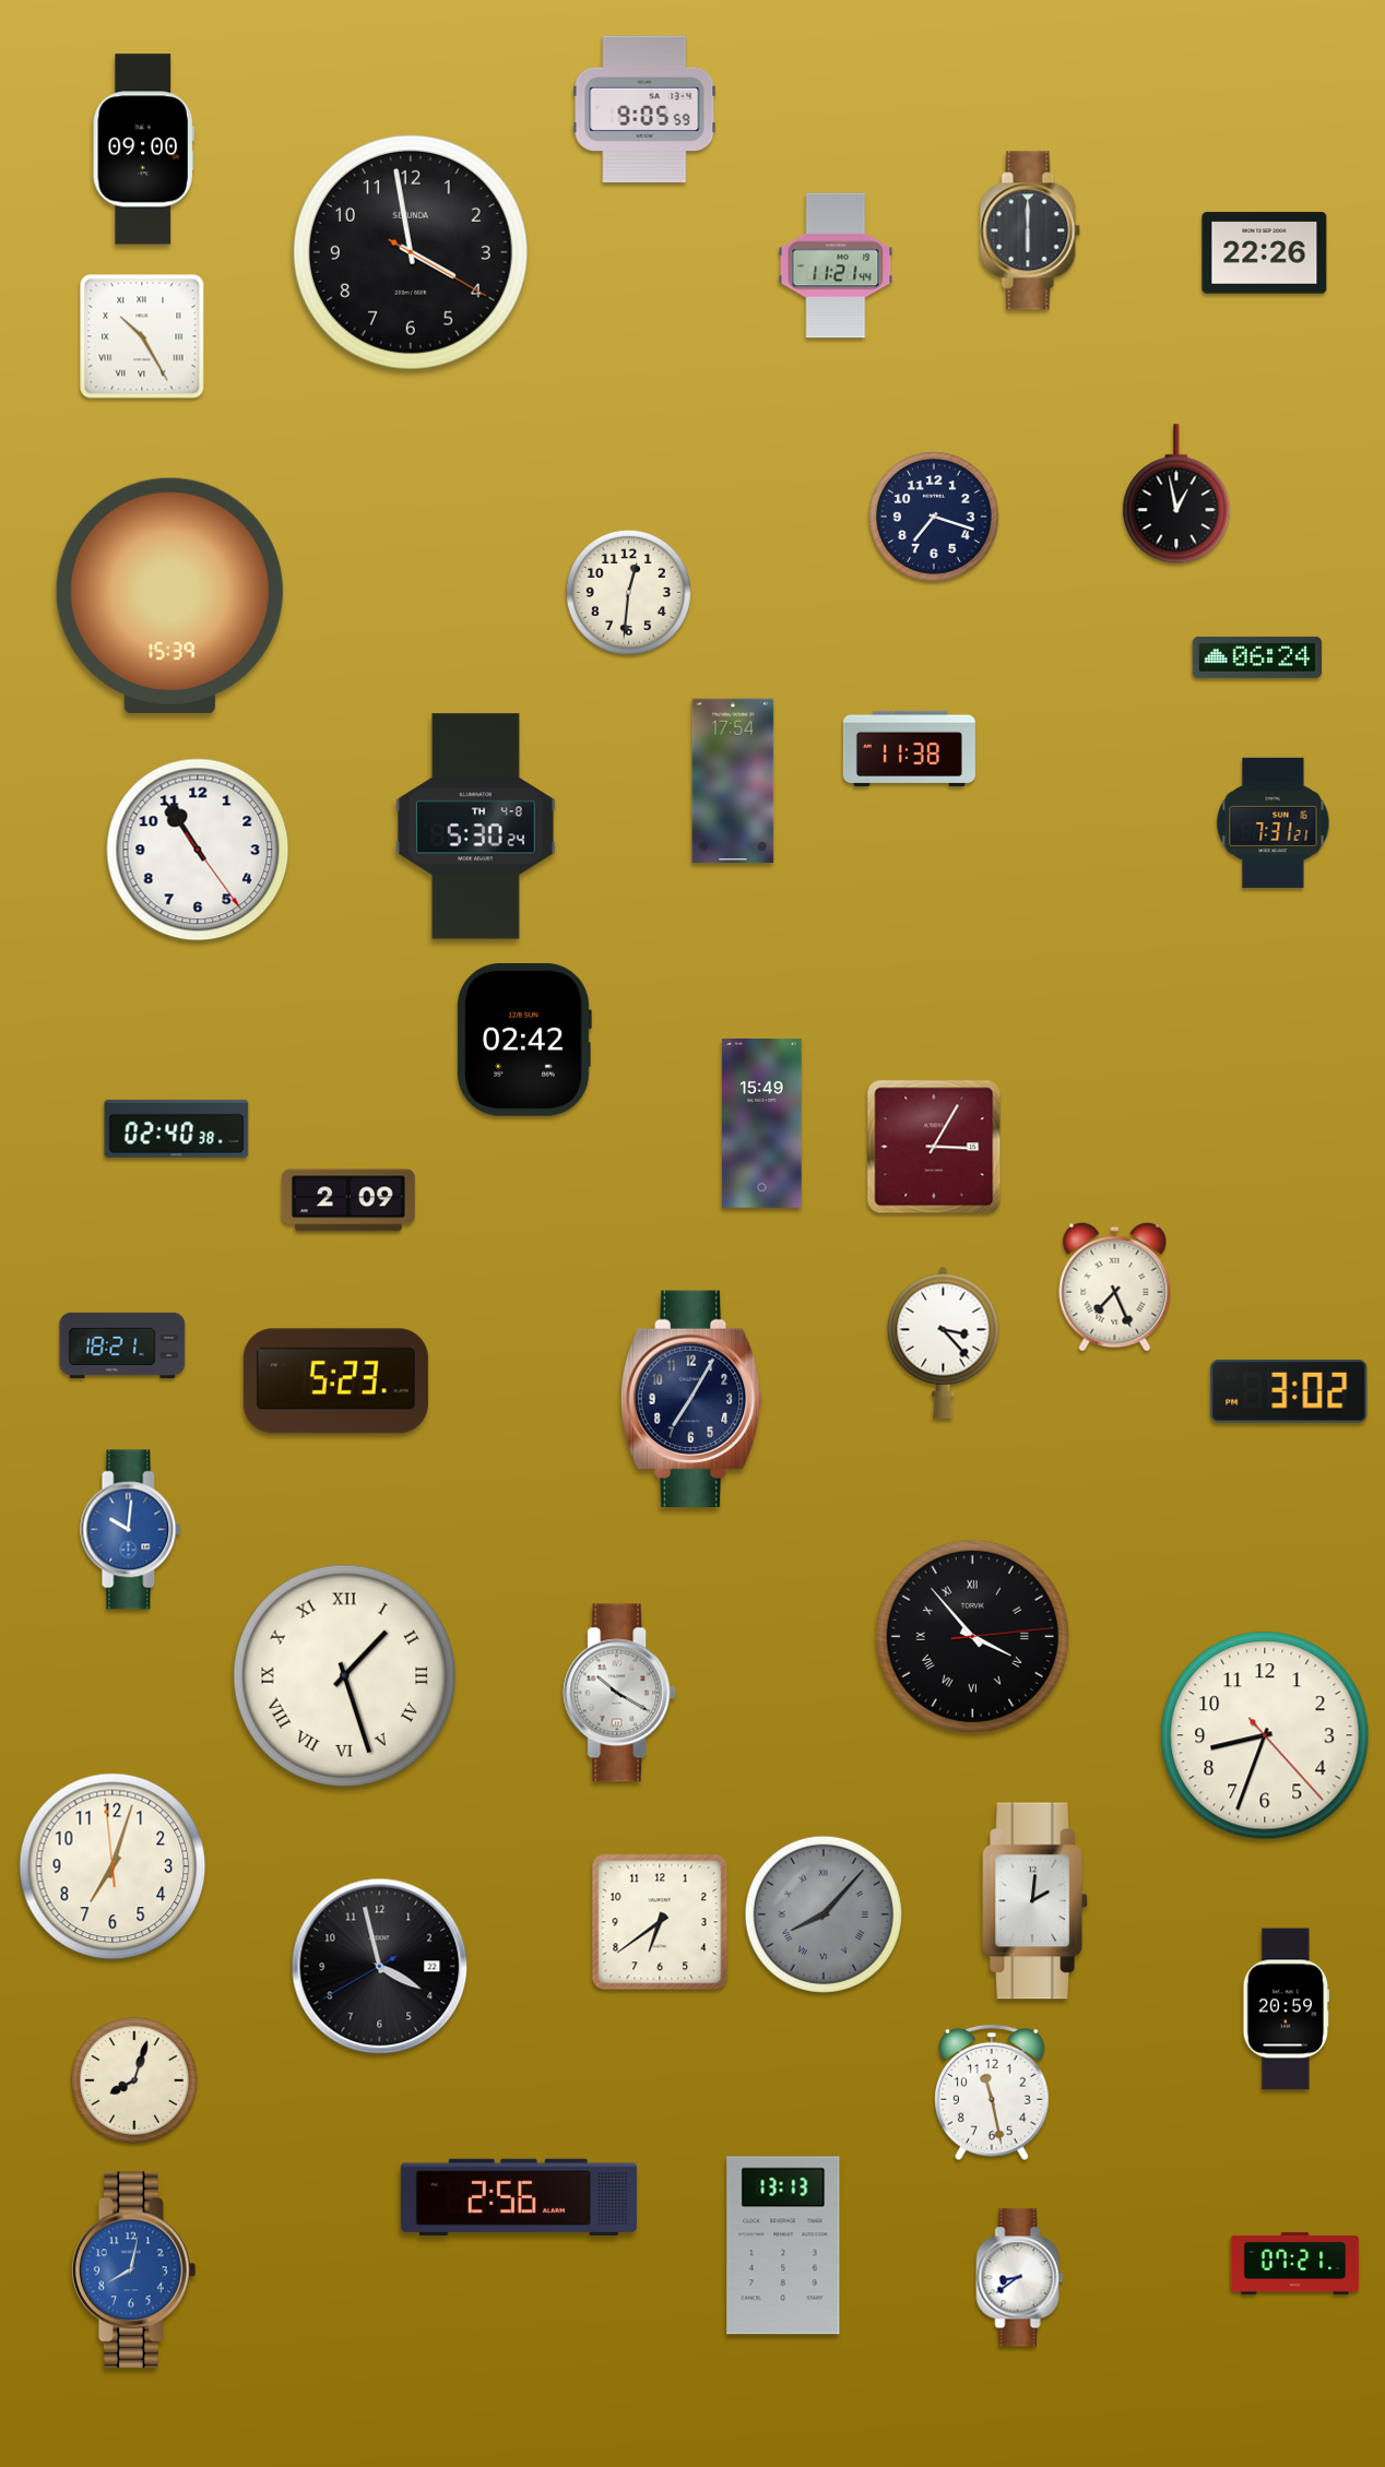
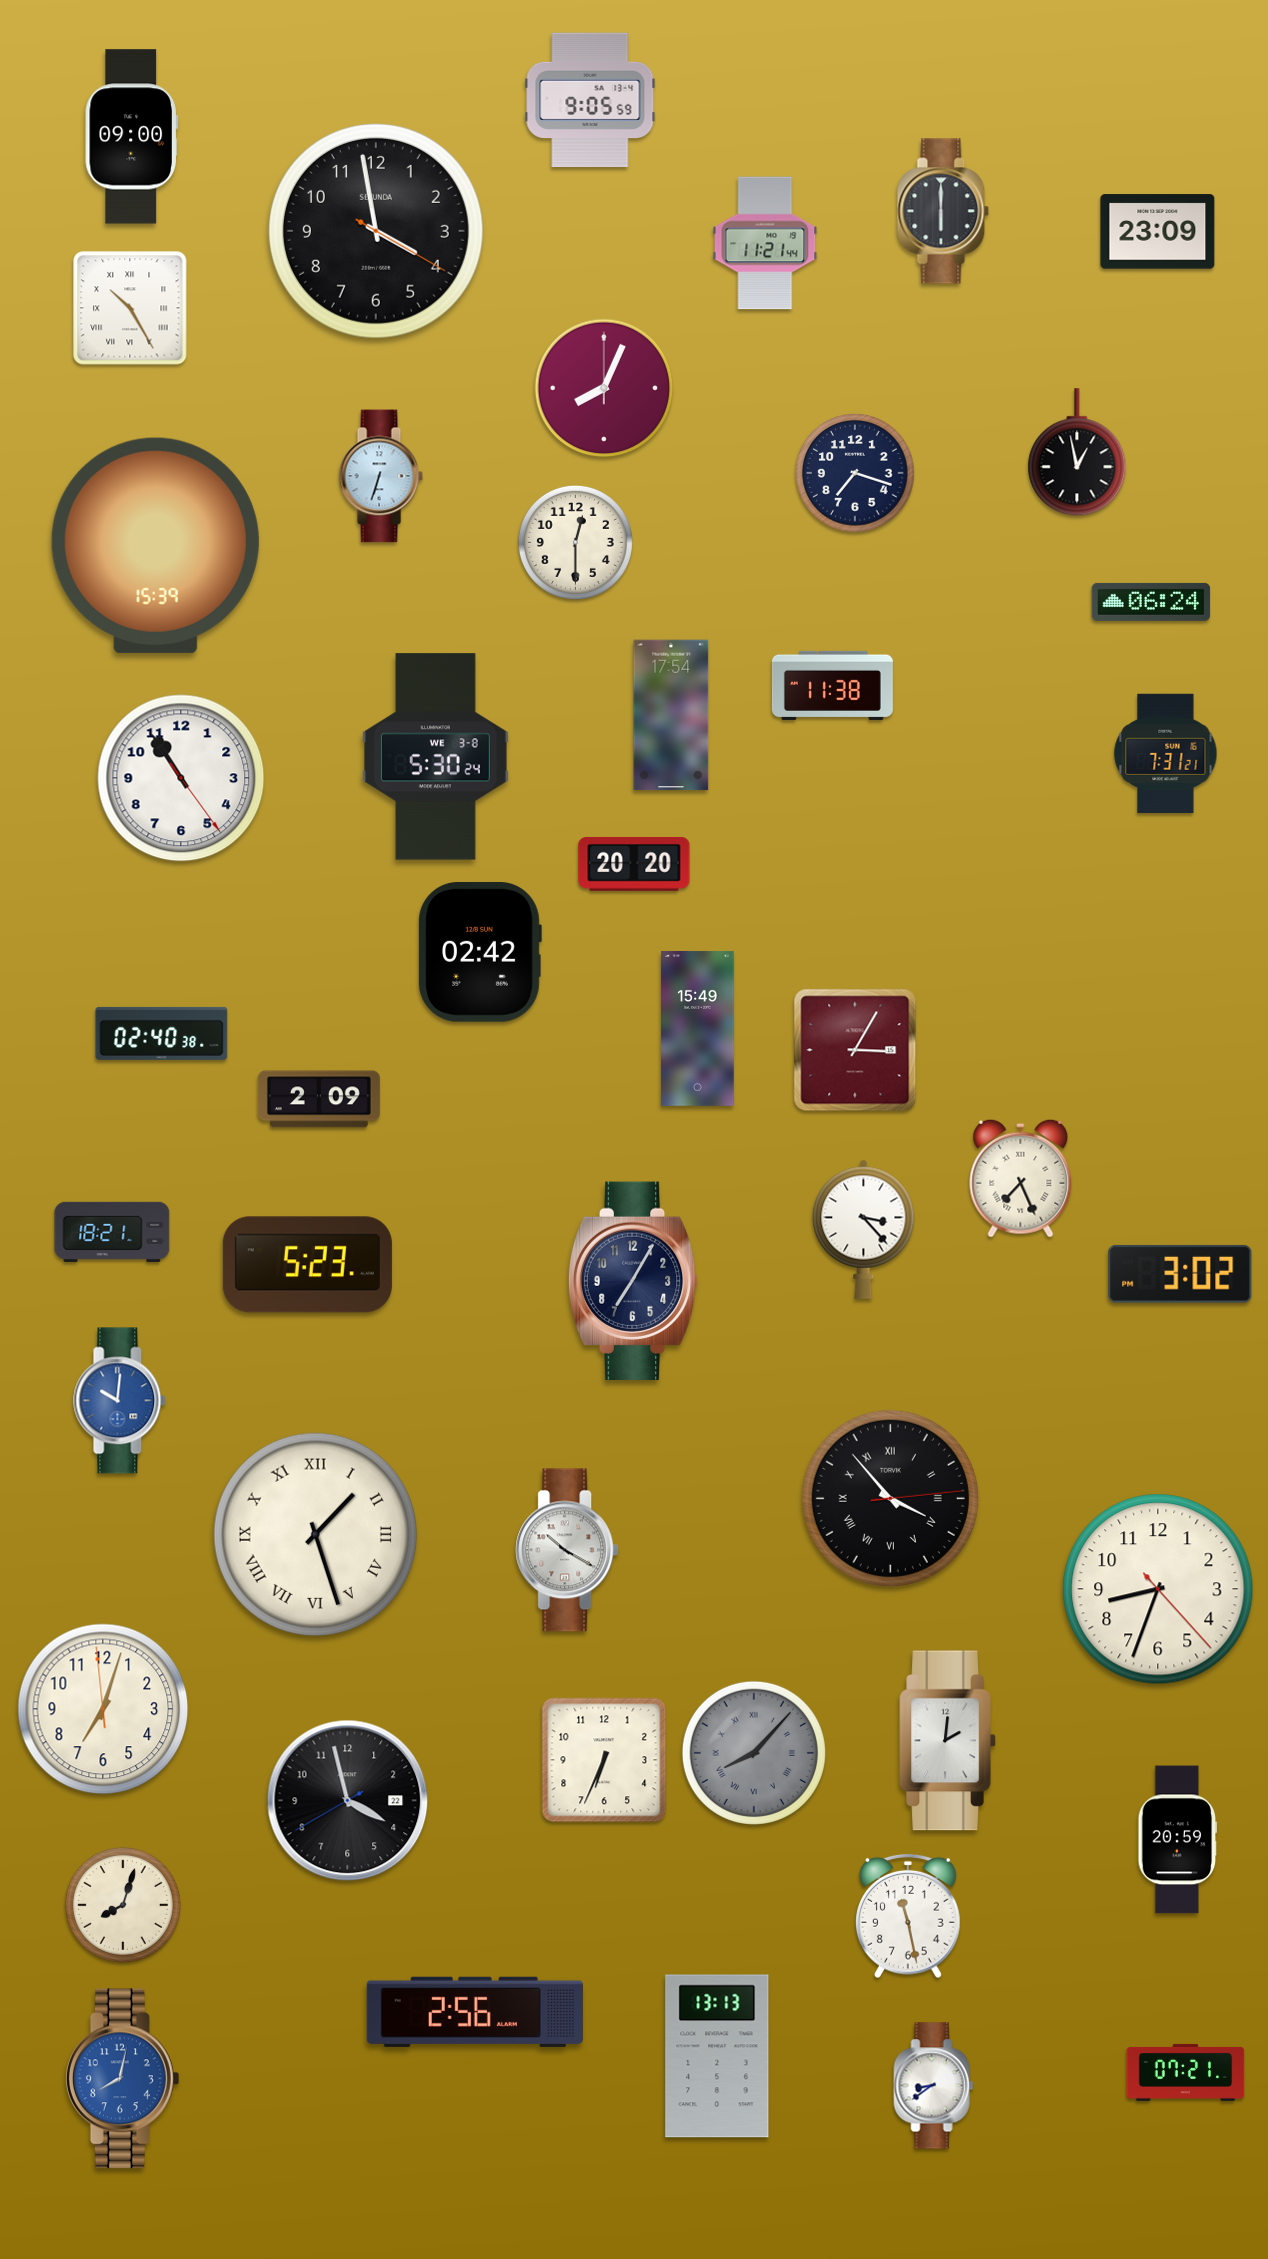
clock at (1265, 253): 22:26 -> 23:09
clock at (604, 388): none -> 8:04
clock at (381, 476): none -> 6:33
clock at (628, 592): 12:31 -> 12:30
clock at (475, 827) date: TH 4-8 -> WE 3-8
clock at (634, 864): none -> 20:20
clock at (660, 1922): 6:39 -> 6:34
